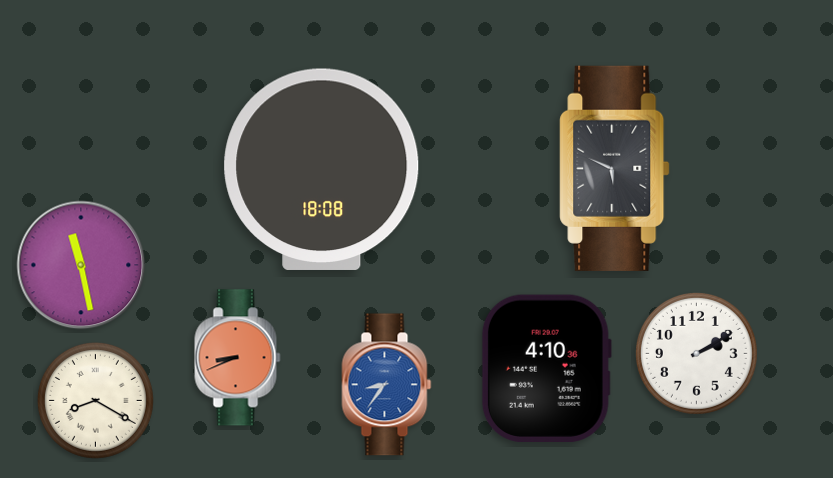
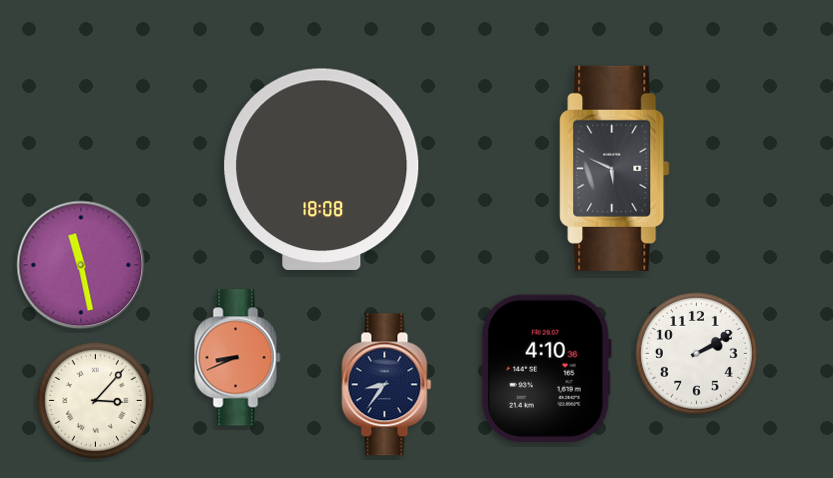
clock at (387, 385) dial: blue -> navy
clock at (95, 400): 8:20 -> 3:07
